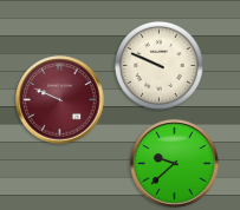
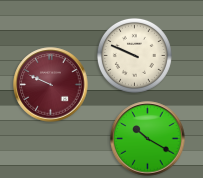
clock at (175, 164): 9:38 -> 10:20
